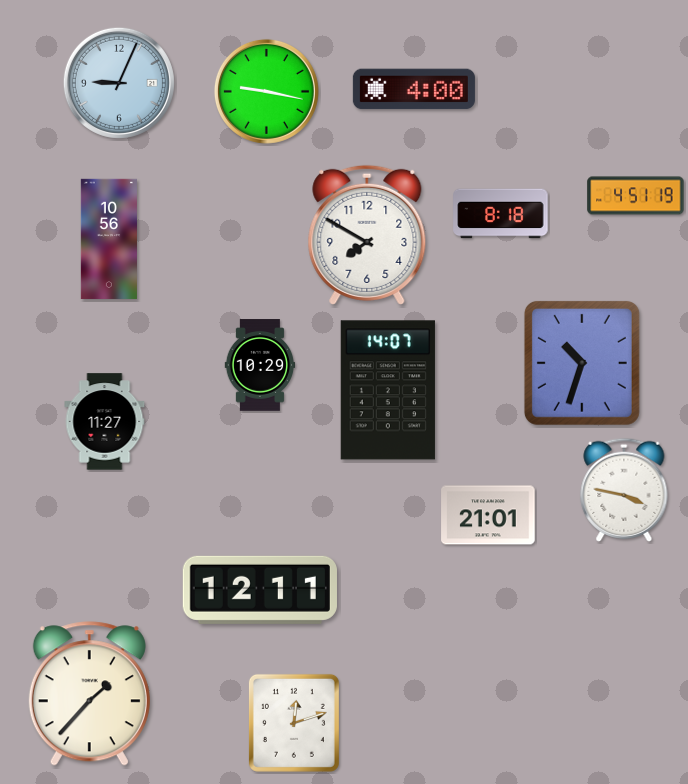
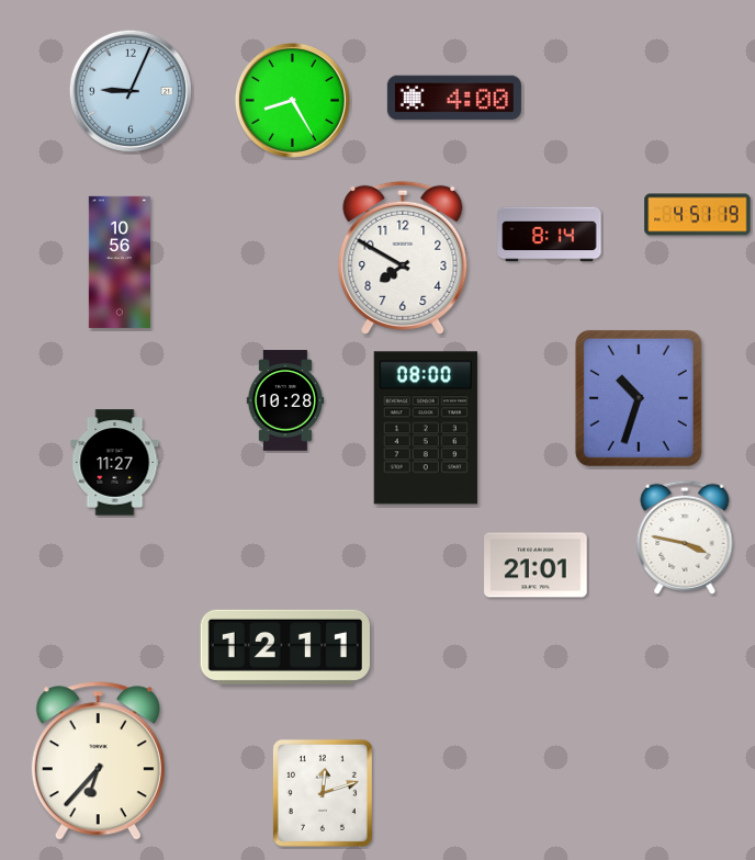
clock at (266, 91): 9:17 -> 8:25
clock at (501, 214): 8:18 -> 8:14
clock at (260, 365): 10:29 -> 10:28
clock at (388, 390): 14:07 -> 08:00
clock at (89, 694): 1:37 -> 6:37
